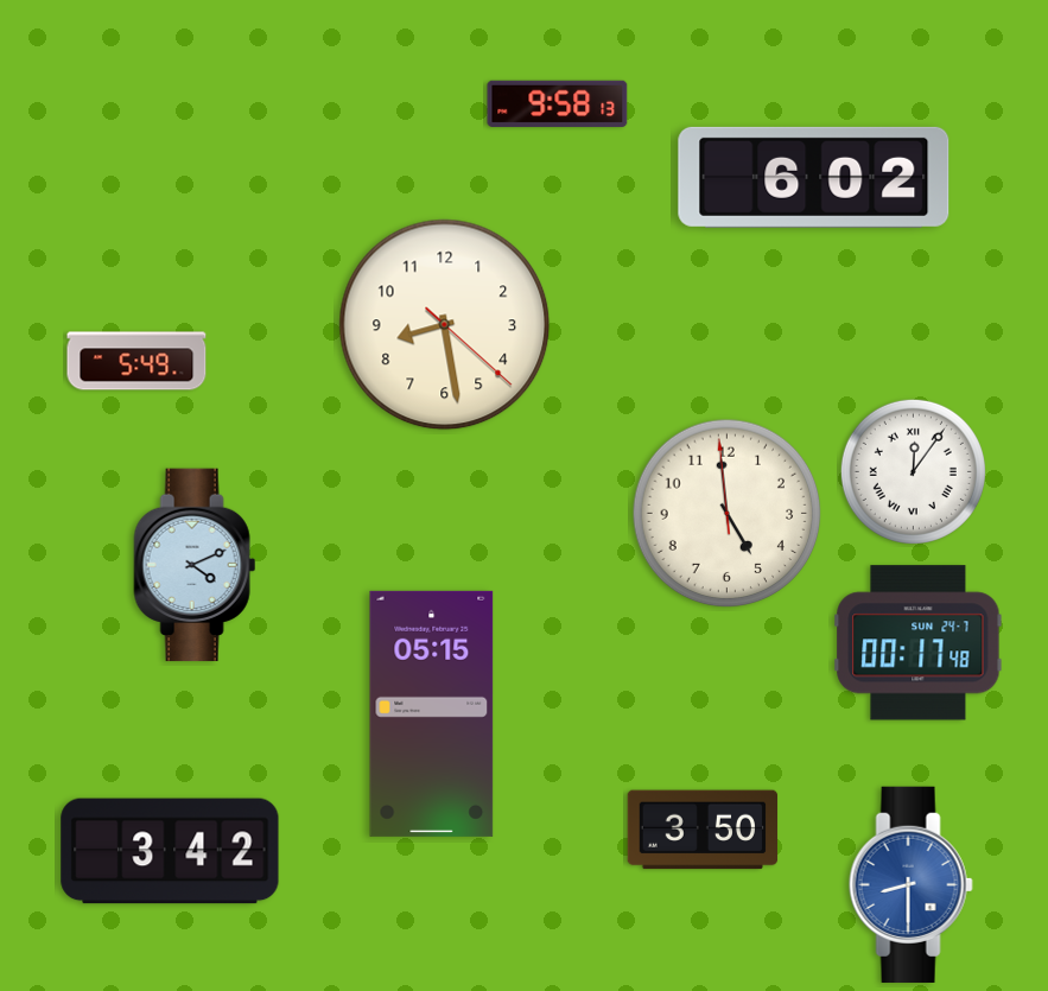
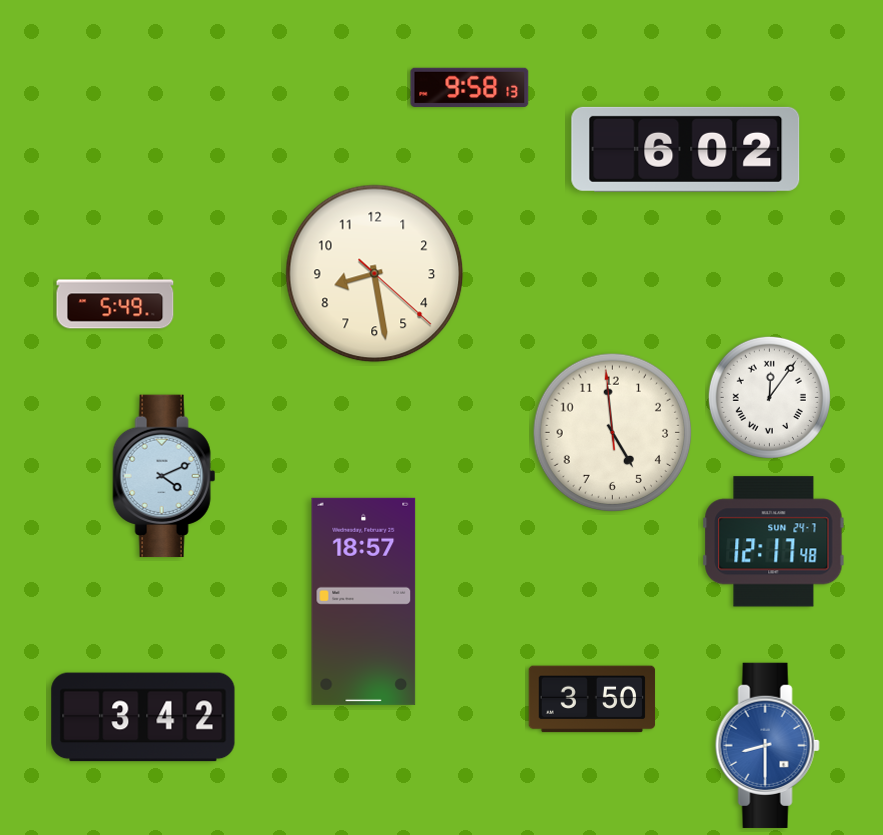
clock at (919, 643): 00:17 -> 12:17
clock at (432, 713): 05:15 -> 18:57
